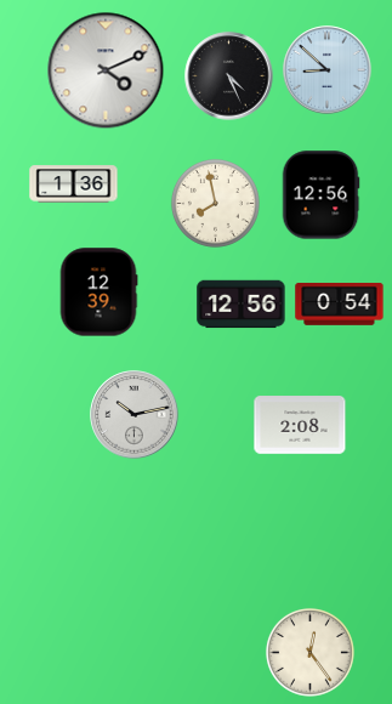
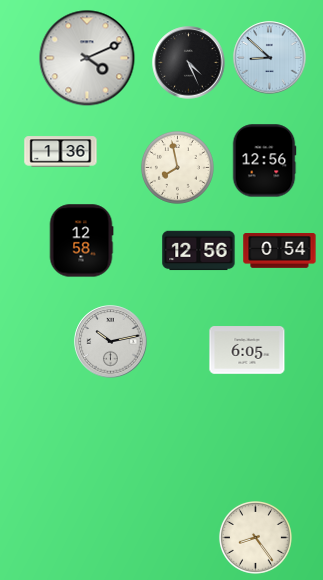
clock at (98, 293): 12:39 -> 12:58
clock at (300, 425): 2:08 -> 6:05
clock at (309, 652): 12:24 -> 8:24
